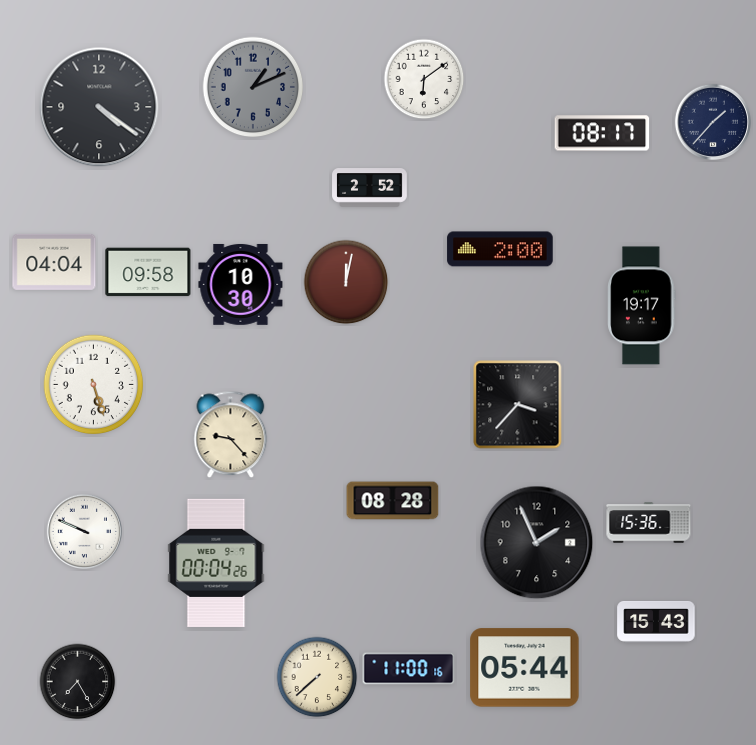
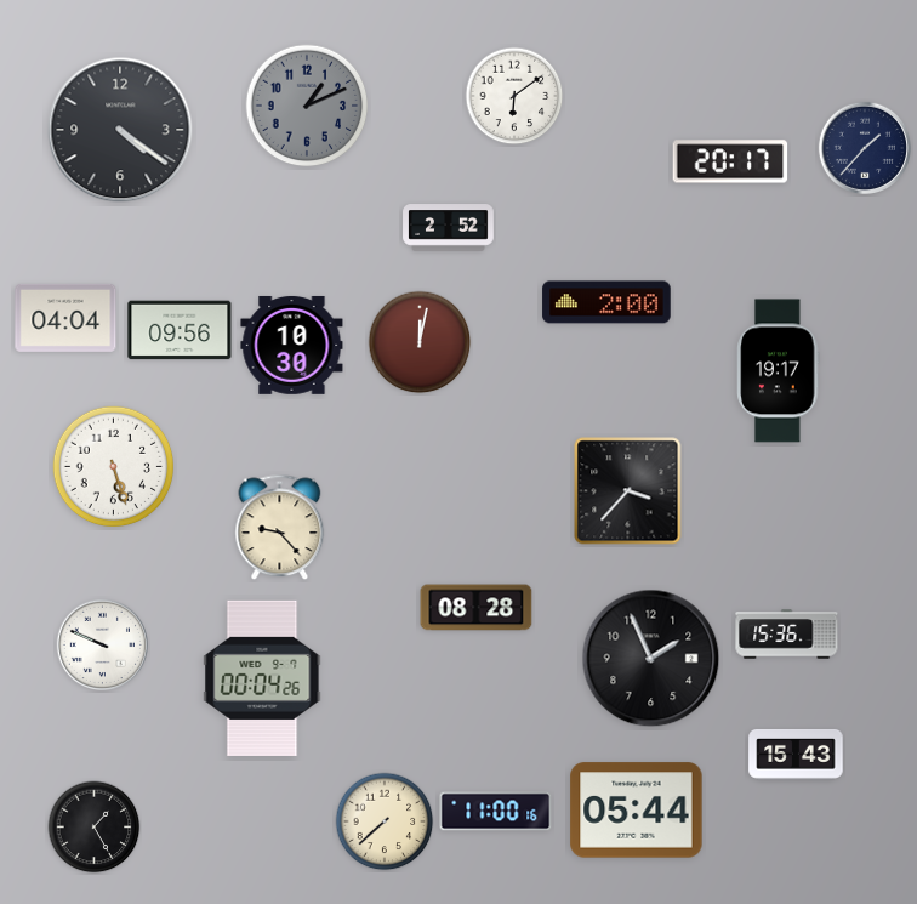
clock at (602, 133): 08:17 -> 20:17
clock at (148, 272): 09:58 -> 09:56
clock at (216, 563) position: (216, 563) -> (262, 678)
clock at (78, 682): 7:25 -> 1:25
